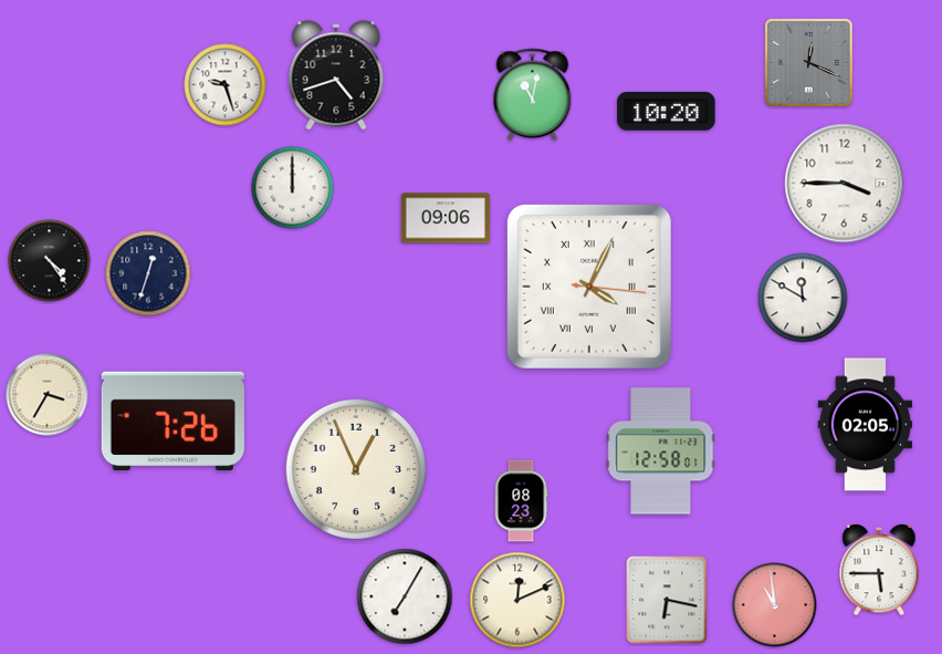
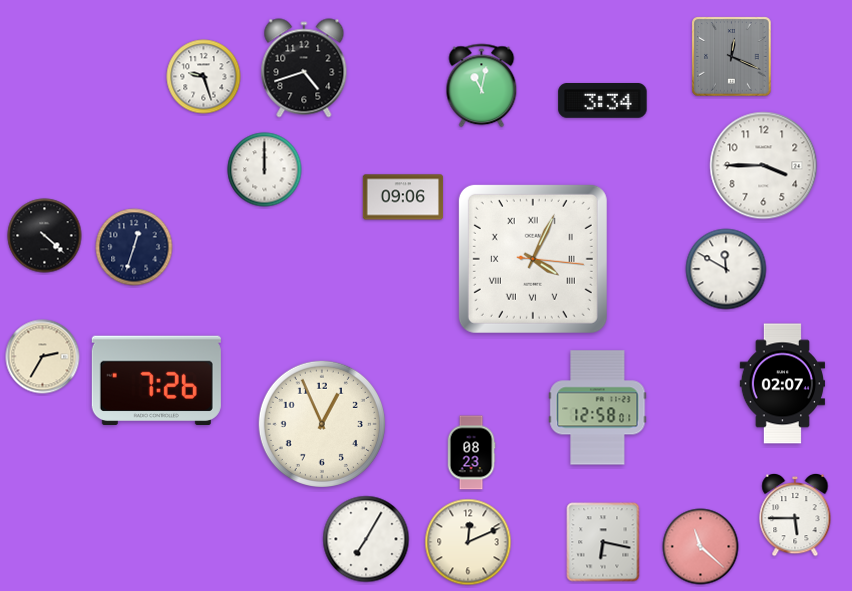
clock at (667, 112): 10:20 -> 3:34
clock at (50, 261): 4:24 -> 4:22
clock at (48, 395): 3:35 -> 2:35
clock at (866, 425): 02:05 -> 02:07
clock at (775, 605): 10:59 -> 11:22
